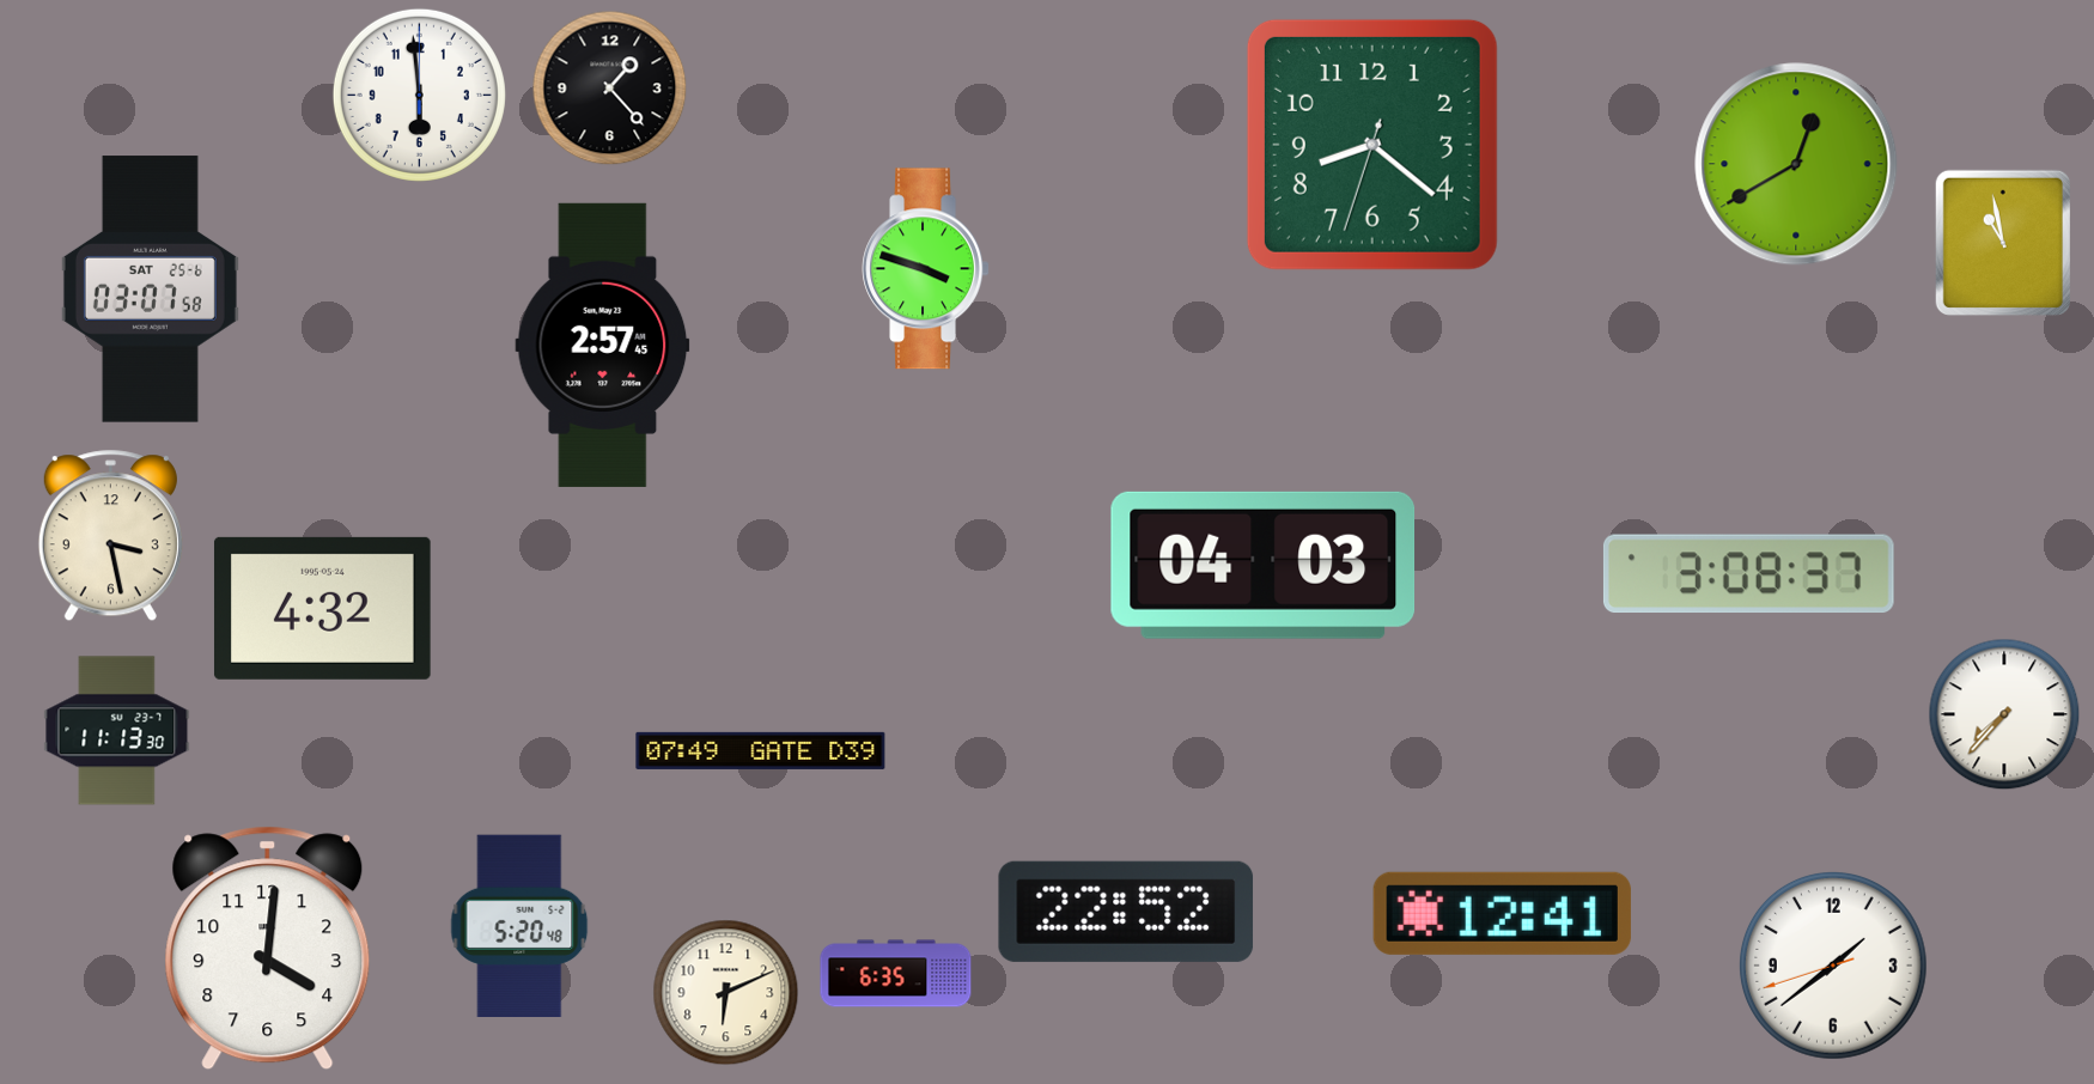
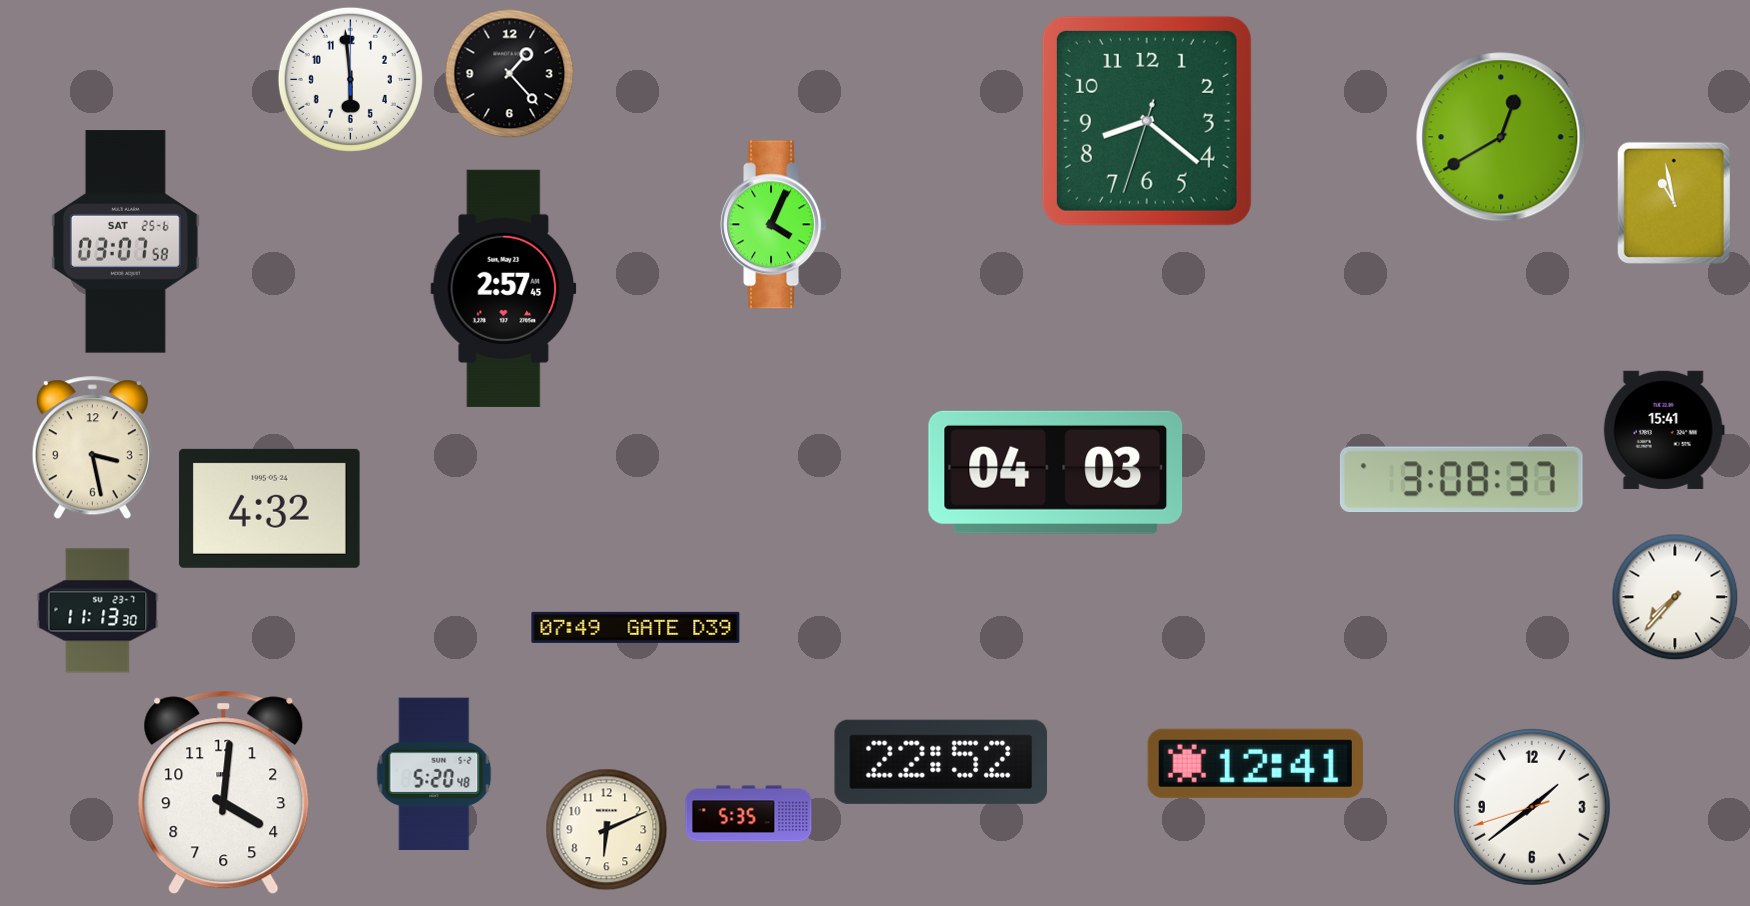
clock at (925, 269): 3:48 -> 4:04
clock at (1664, 430): none -> 15:41
clock at (896, 974): 6:35 -> 5:35
